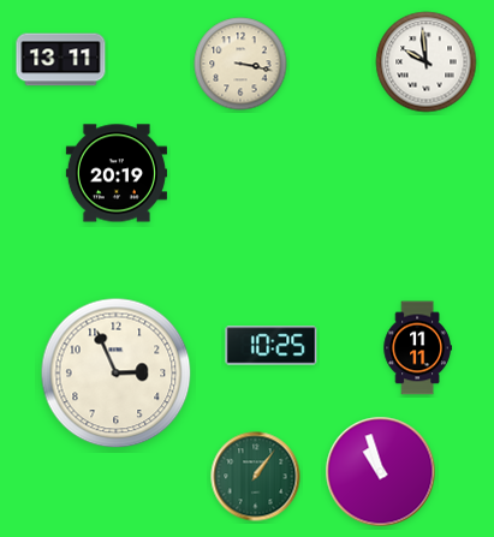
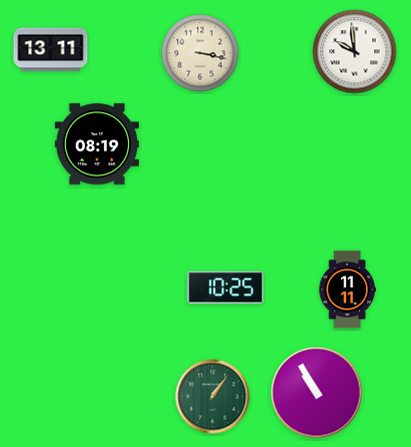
clock at (117, 173): 20:19 -> 08:19
clock at (117, 374): 2:56 -> none
clock at (381, 472): 10:57 -> 10:55
